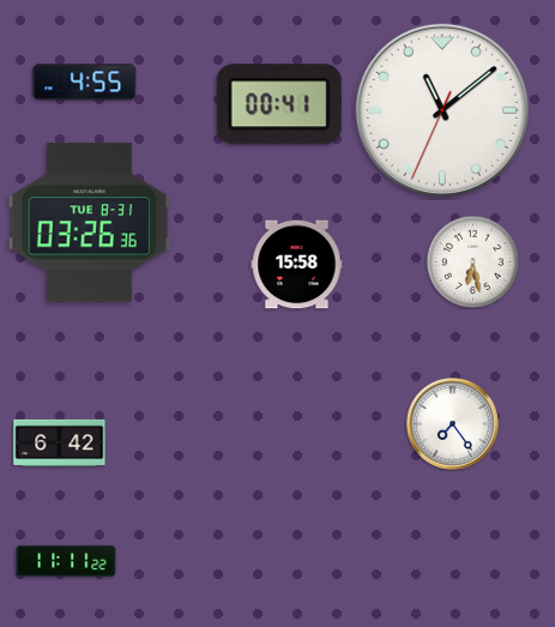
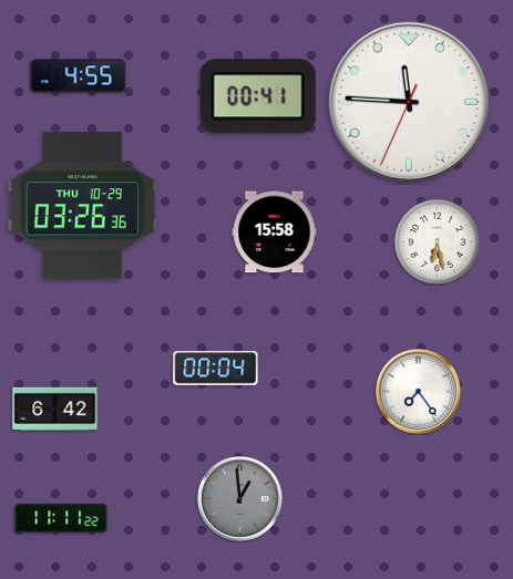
clock at (442, 110): 11:08 -> 11:45
clock at (90, 223) date: TUE 8-31 -> THU 10-29
clock at (297, 265) position: (297, 265) -> (275, 232)
clock at (216, 368): none -> 00:04
clock at (240, 499): none -> 12:59
